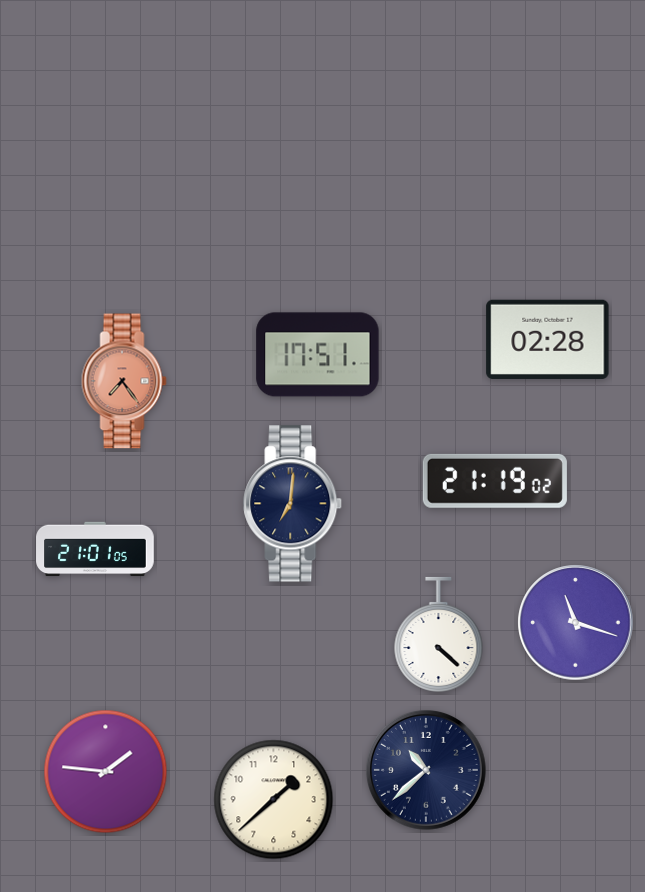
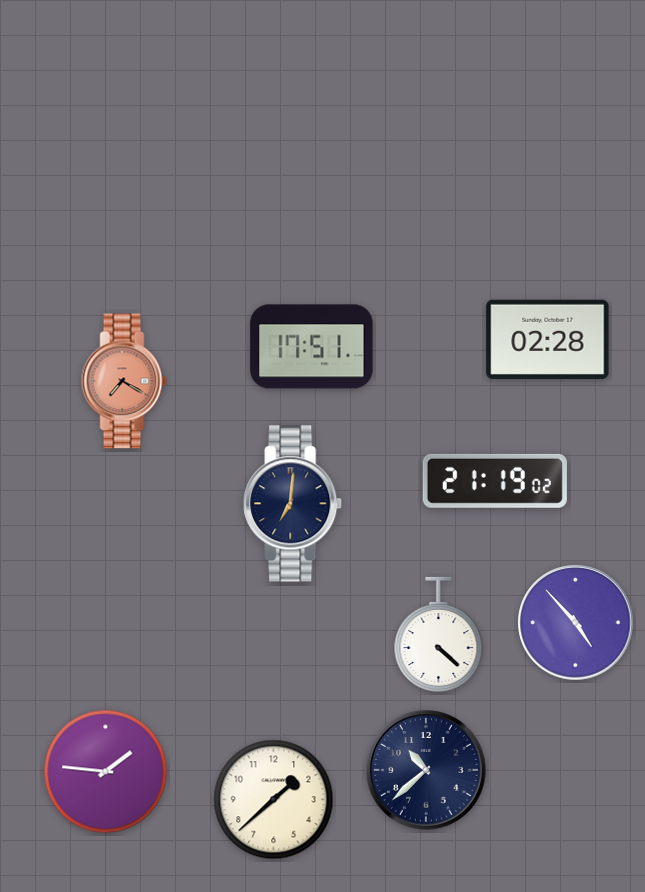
clock at (318, 355) position: (318, 355) -> (312, 347)
clock at (124, 381): 7:24 -> 7:20
clock at (95, 549): 21:01 -> none
clock at (576, 623): 11:18 -> 4:53
